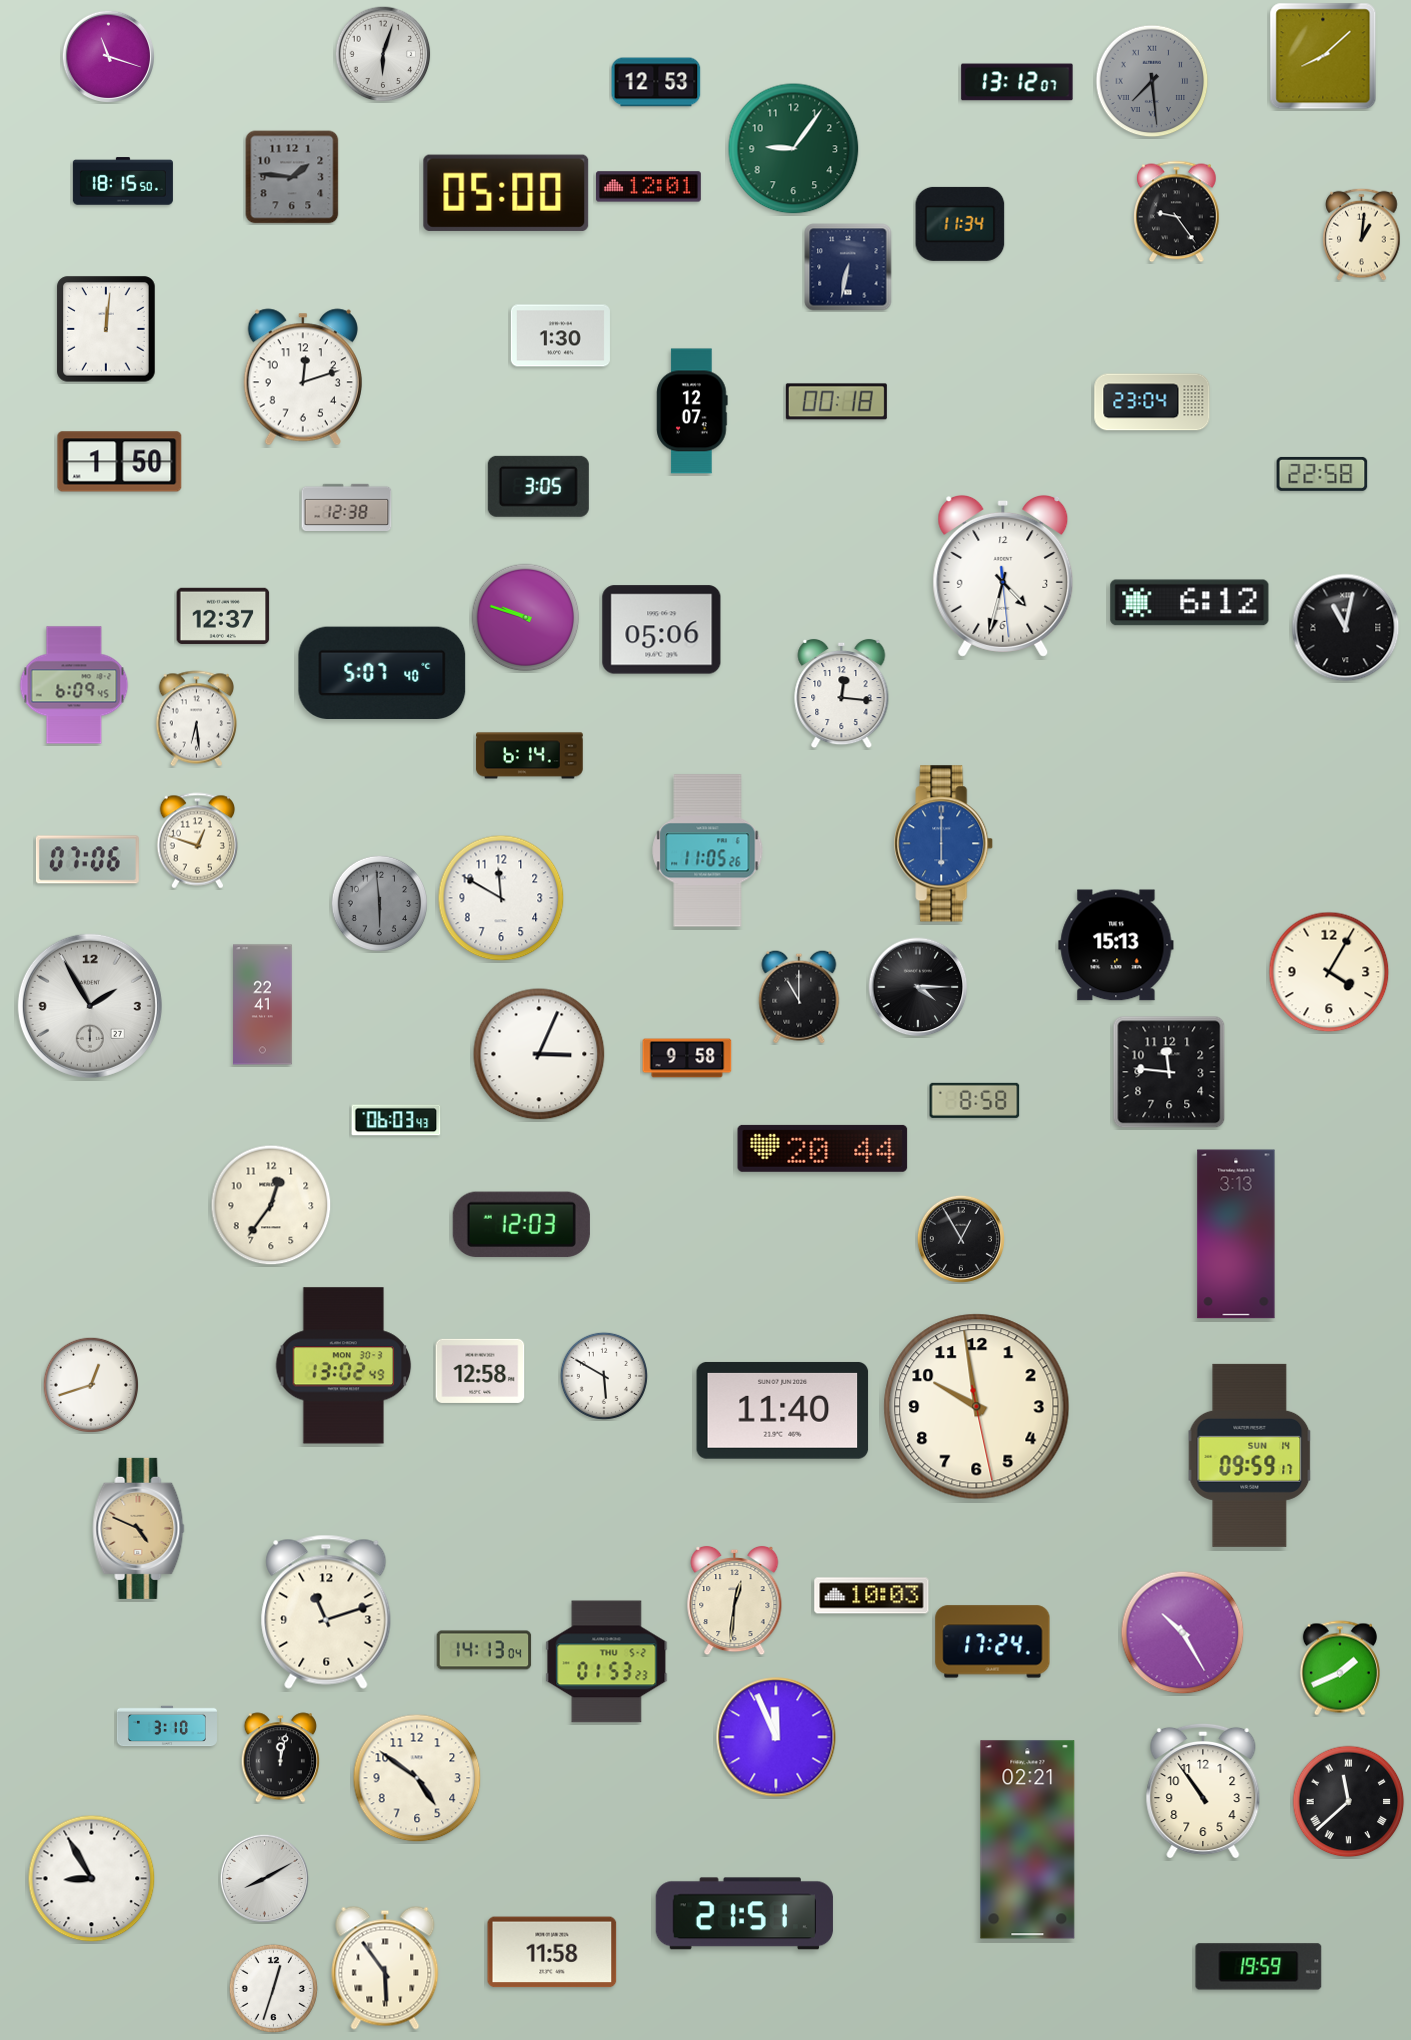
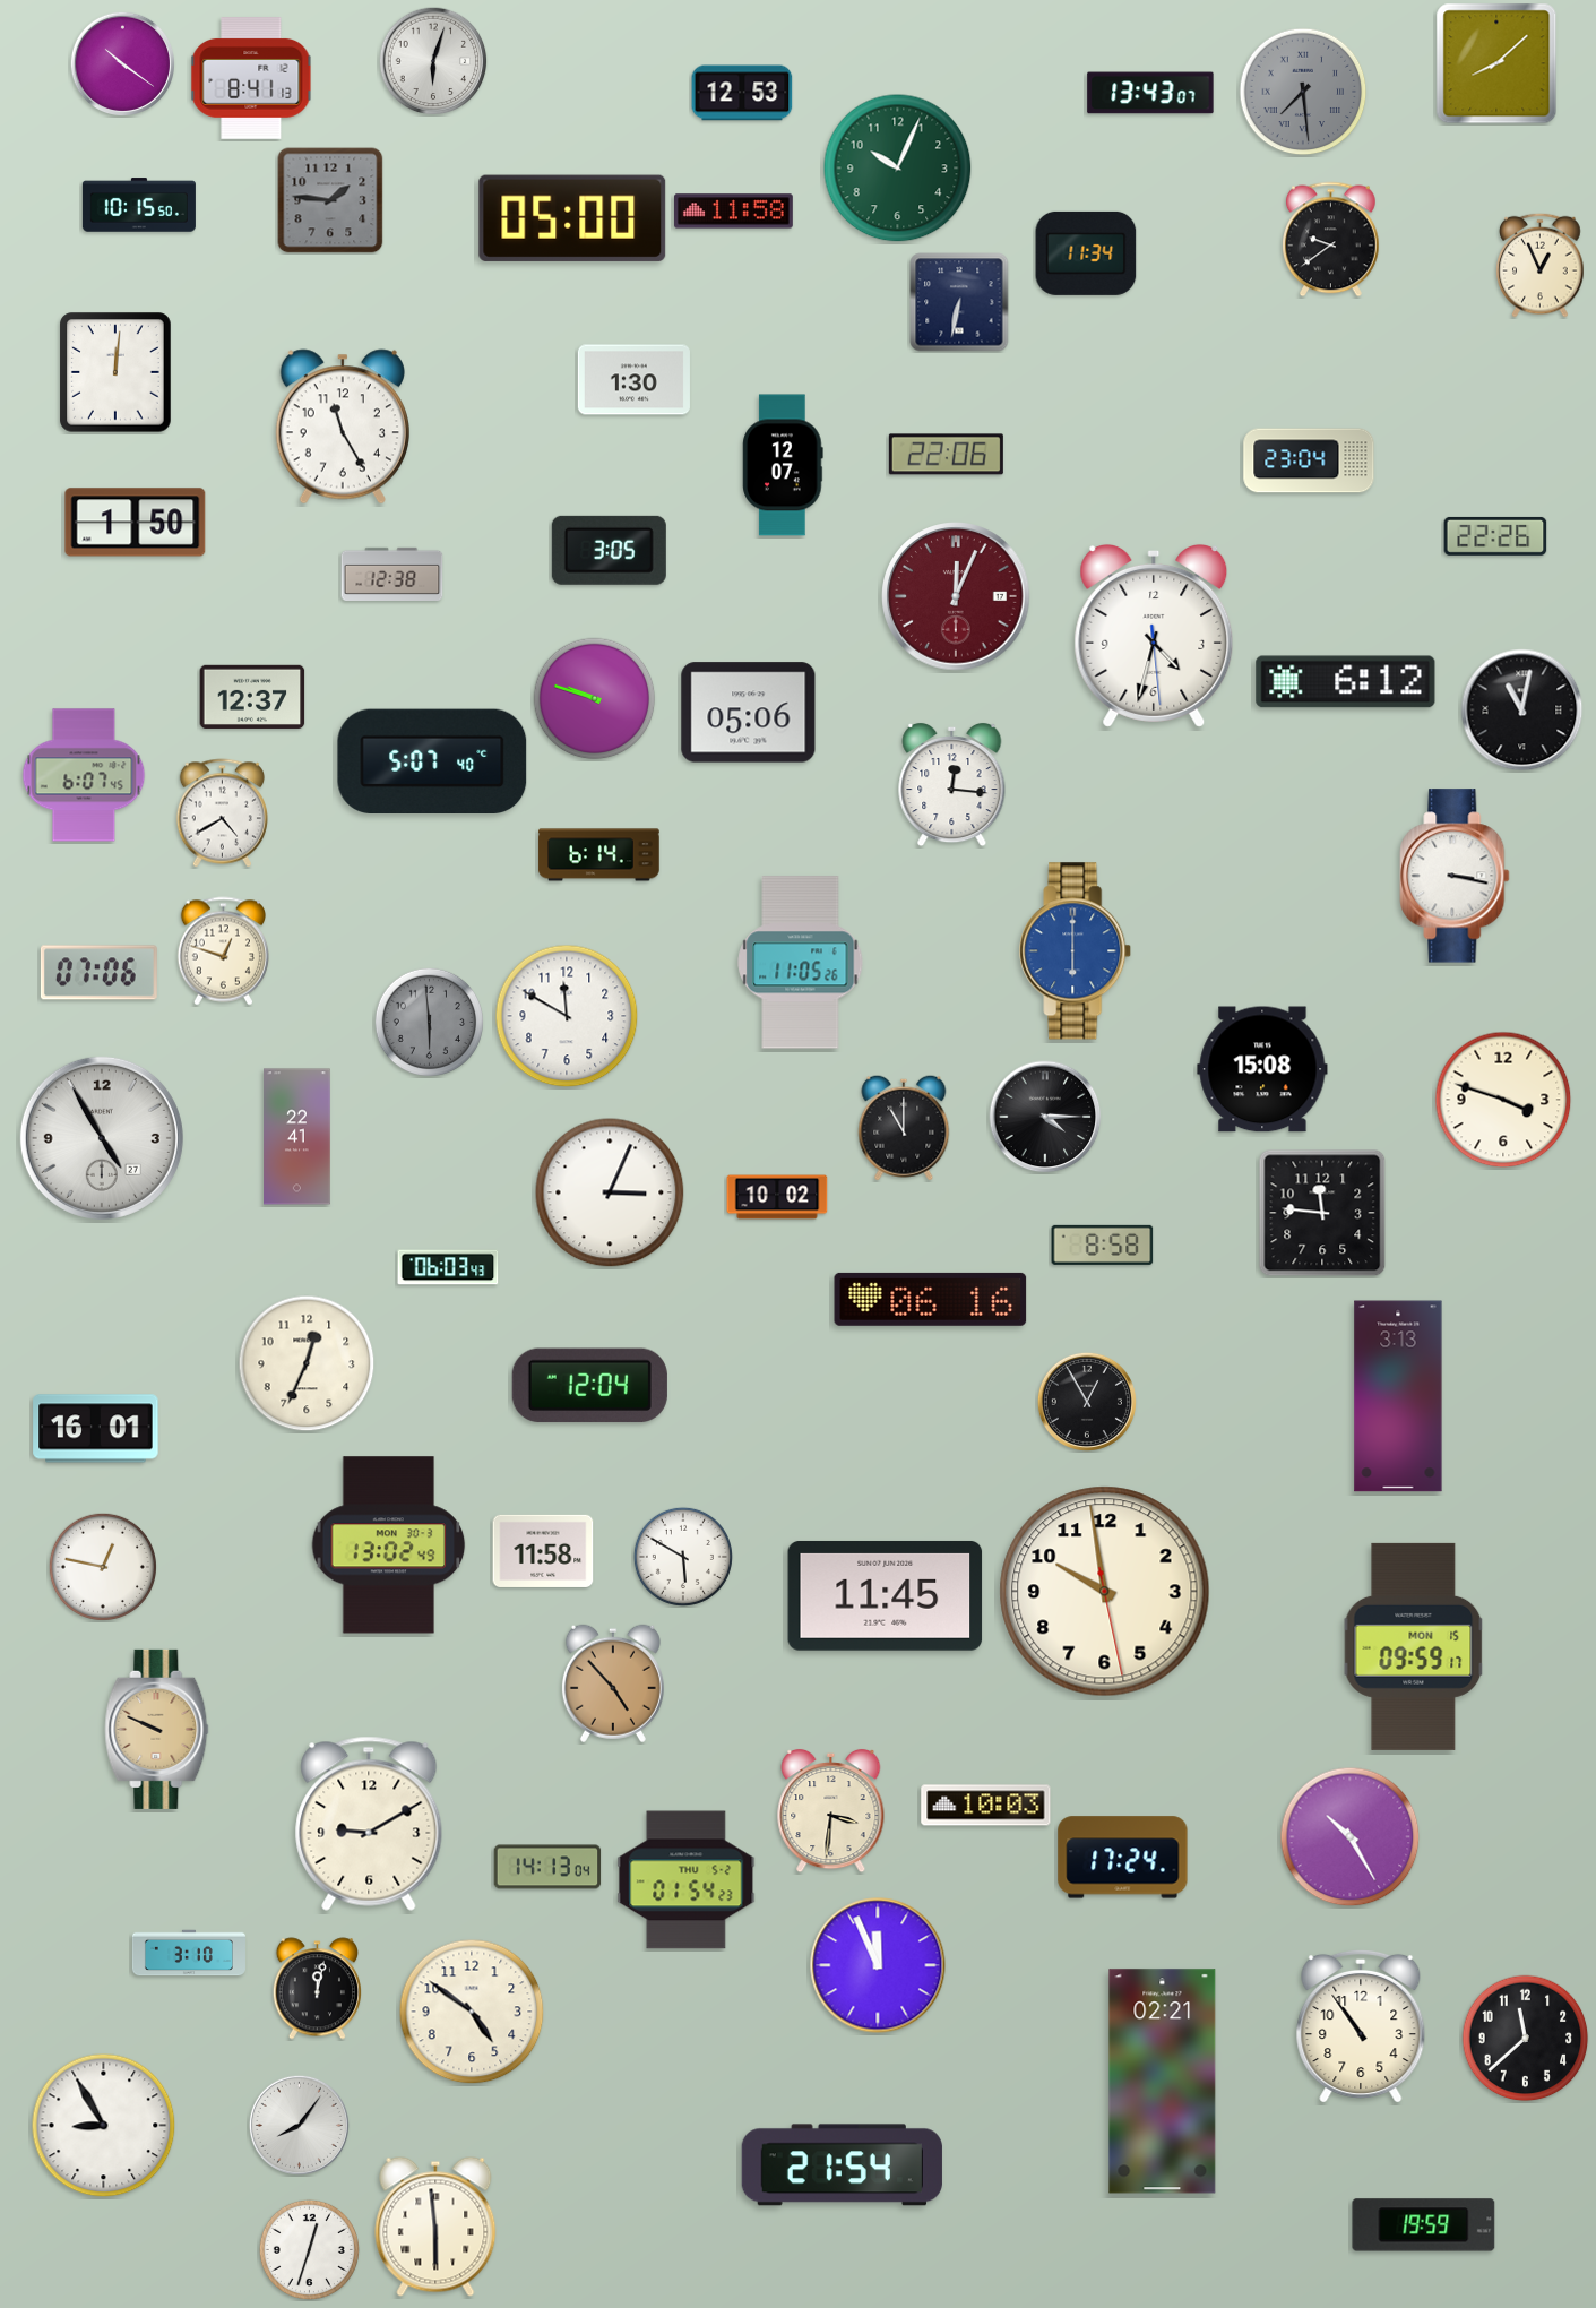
clock at (108, 56): 11:18 -> 10:21
clock at (251, 78): none -> 8:41
clock at (1017, 82): 13:12 -> 13:43
clock at (794, 149): 9:06 -> 10:04
clock at (123, 181): 18:15 -> 10:15
clock at (649, 187): 12:01 -> 11:58
clock at (1177, 212): 9:24 -> 9:39
clock at (1362, 234): 1:01 -> 12:56
clock at (106, 329) position: (106, 329) -> (115, 372)
clock at (303, 377): 12:12 -> 11:25
clock at (836, 402): 00:18 -> 22:06
clock at (1152, 402) position: (1152, 402) -> (1309, 460)
clock at (1322, 474): 22:58 -> 22:26
clock at (956, 596): none -> 12:04
clock at (1003, 576) position: (1003, 576) -> (1154, 636)
clock at (74, 685): 6:09 -> 6:07
clock at (196, 719): 6:29 -> 4:40
clock at (1455, 876): none -> 3:17
clock at (944, 844) position: (944, 844) -> (1076, 951)
clock at (1116, 945): 15:13 -> 15:08
clock at (1329, 972): 4:05 -> 3:48
clock at (918, 987) position: (918, 987) -> (1045, 1117)
clock at (90, 1006): 1:55 -> 4:55
clock at (687, 1058): 9:58 -> 10:02
clock at (823, 1148): 20:44 -> 06:16
clock at (271, 1205): 12:36 -> 12:34
clock at (521, 1225): 12:03 -> 12:04
clock at (96, 1429): none -> 16:01
clock at (480, 1371): 12:58 -> 11:58
clock at (90, 1384): 12:42 -> 12:47
clock at (783, 1410): 11:40 -> 11:45
clock at (1250, 1455) date: SUN 14 -> MON 15
clock at (613, 1683): none -> 4:53
clock at (139, 1528): 4:49 -> 9:49
clock at (735, 1601): 12:31 -> 3:31
clock at (326, 1612): 11:12 -> 9:10
clock at (1183, 1633) position: (1183, 1633) -> (1351, 1837)
clock at (607, 1662): 01:53 -> 01:54
clock at (1340, 1668): 1:41 -> none
clock at (1349, 1802) numerals: Roman -> Arabic
clock at (264, 1878): 8:10 -> 8:06
clock at (744, 1914): 21:51 -> 21:54
clock at (552, 1952): 11:58 -> none
clock at (385, 1968): 5:54 -> 5:59
